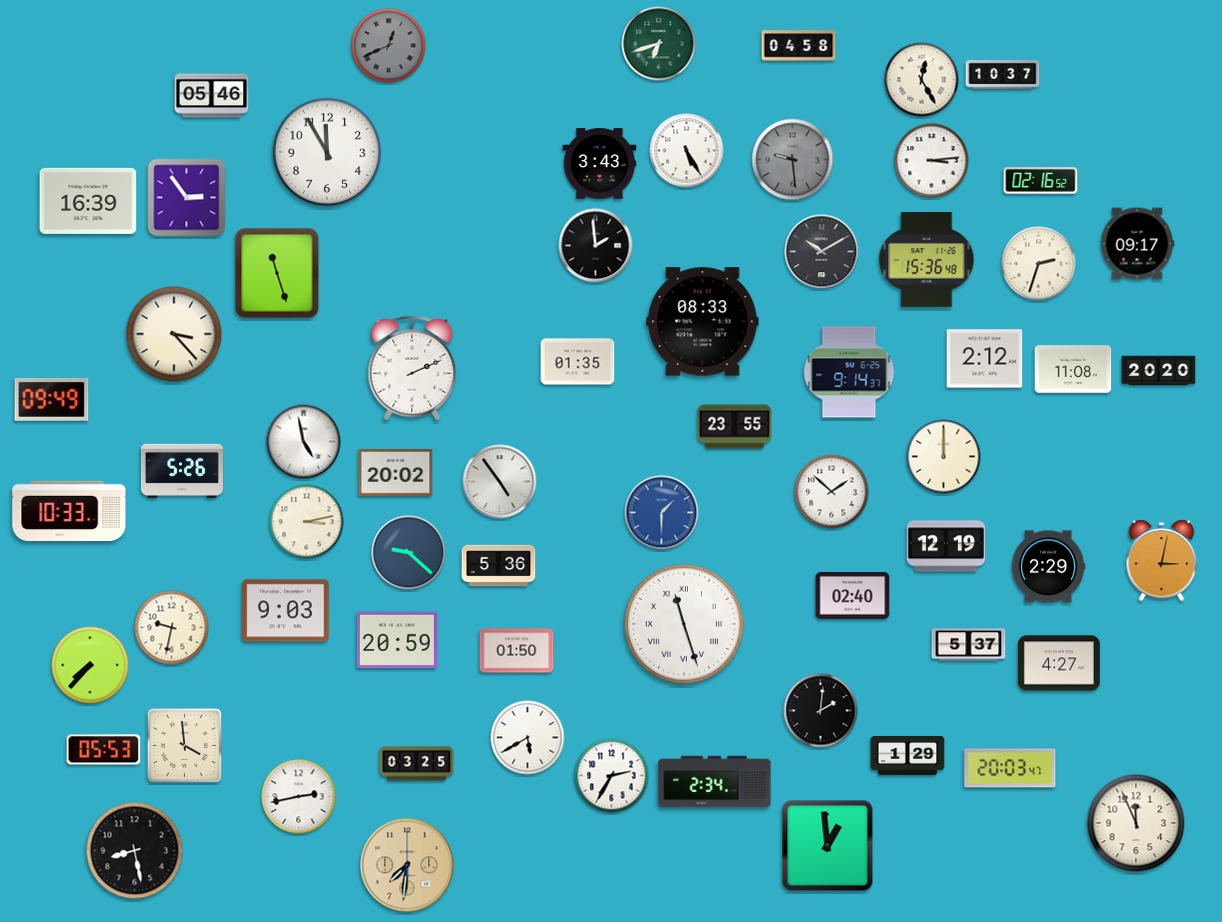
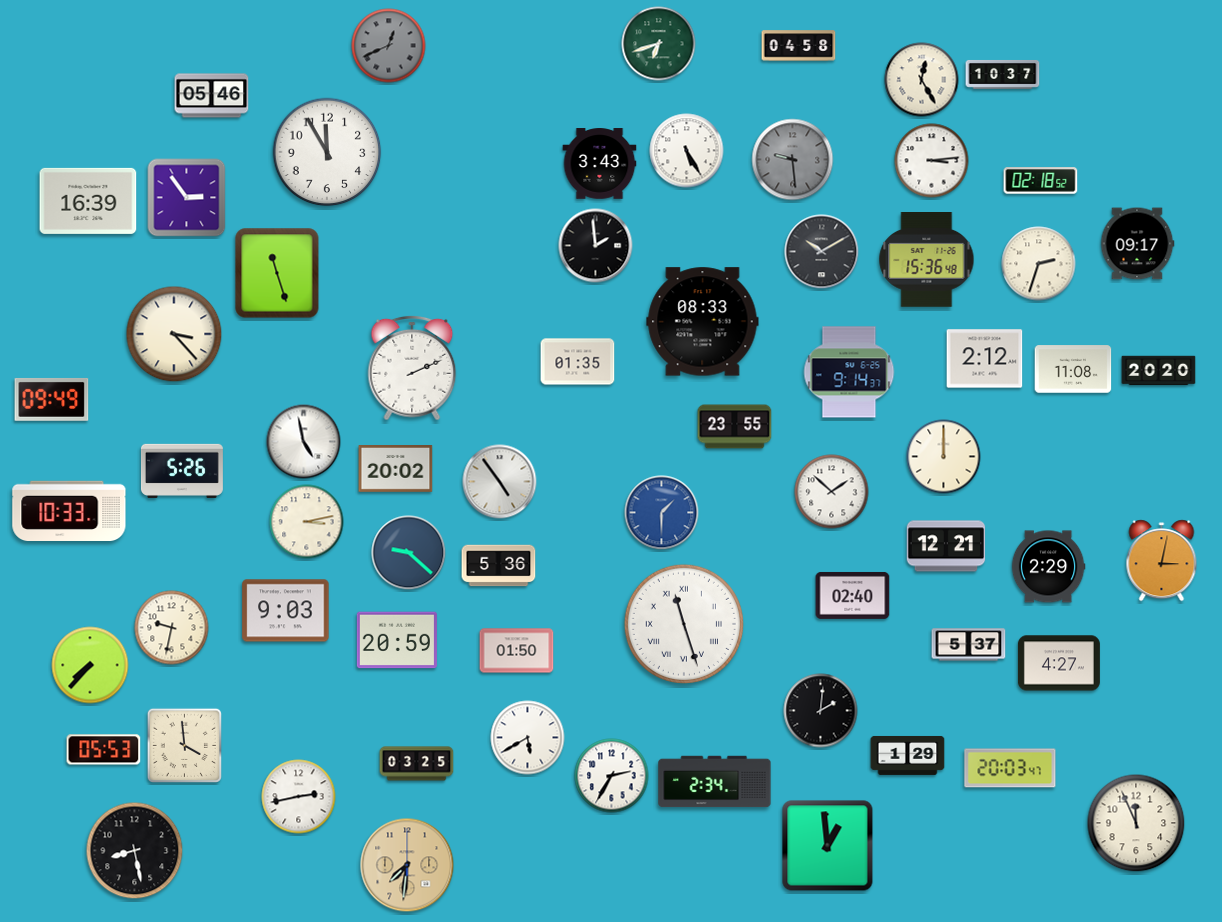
clock at (1041, 181): 02:16 -> 02:18
clock at (396, 473) position: (396, 473) -> (396, 469)
clock at (946, 546): 12:19 -> 12:21
